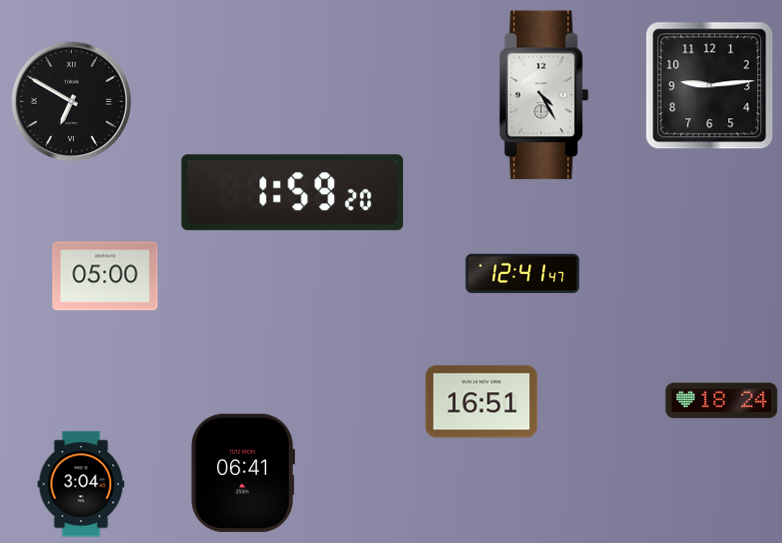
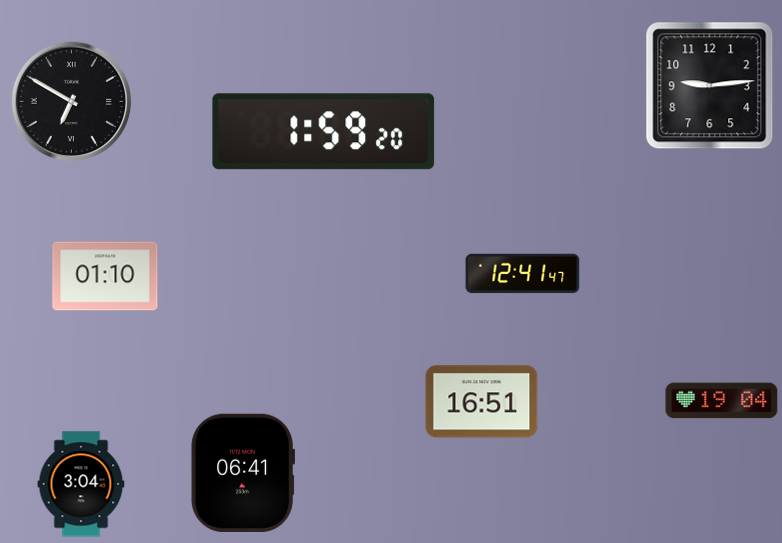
clock at (544, 95): 4:25 -> none
clock at (293, 193) position: (293, 193) -> (324, 132)
clock at (105, 276): 05:00 -> 01:10
clock at (722, 401): 18:24 -> 19:04
